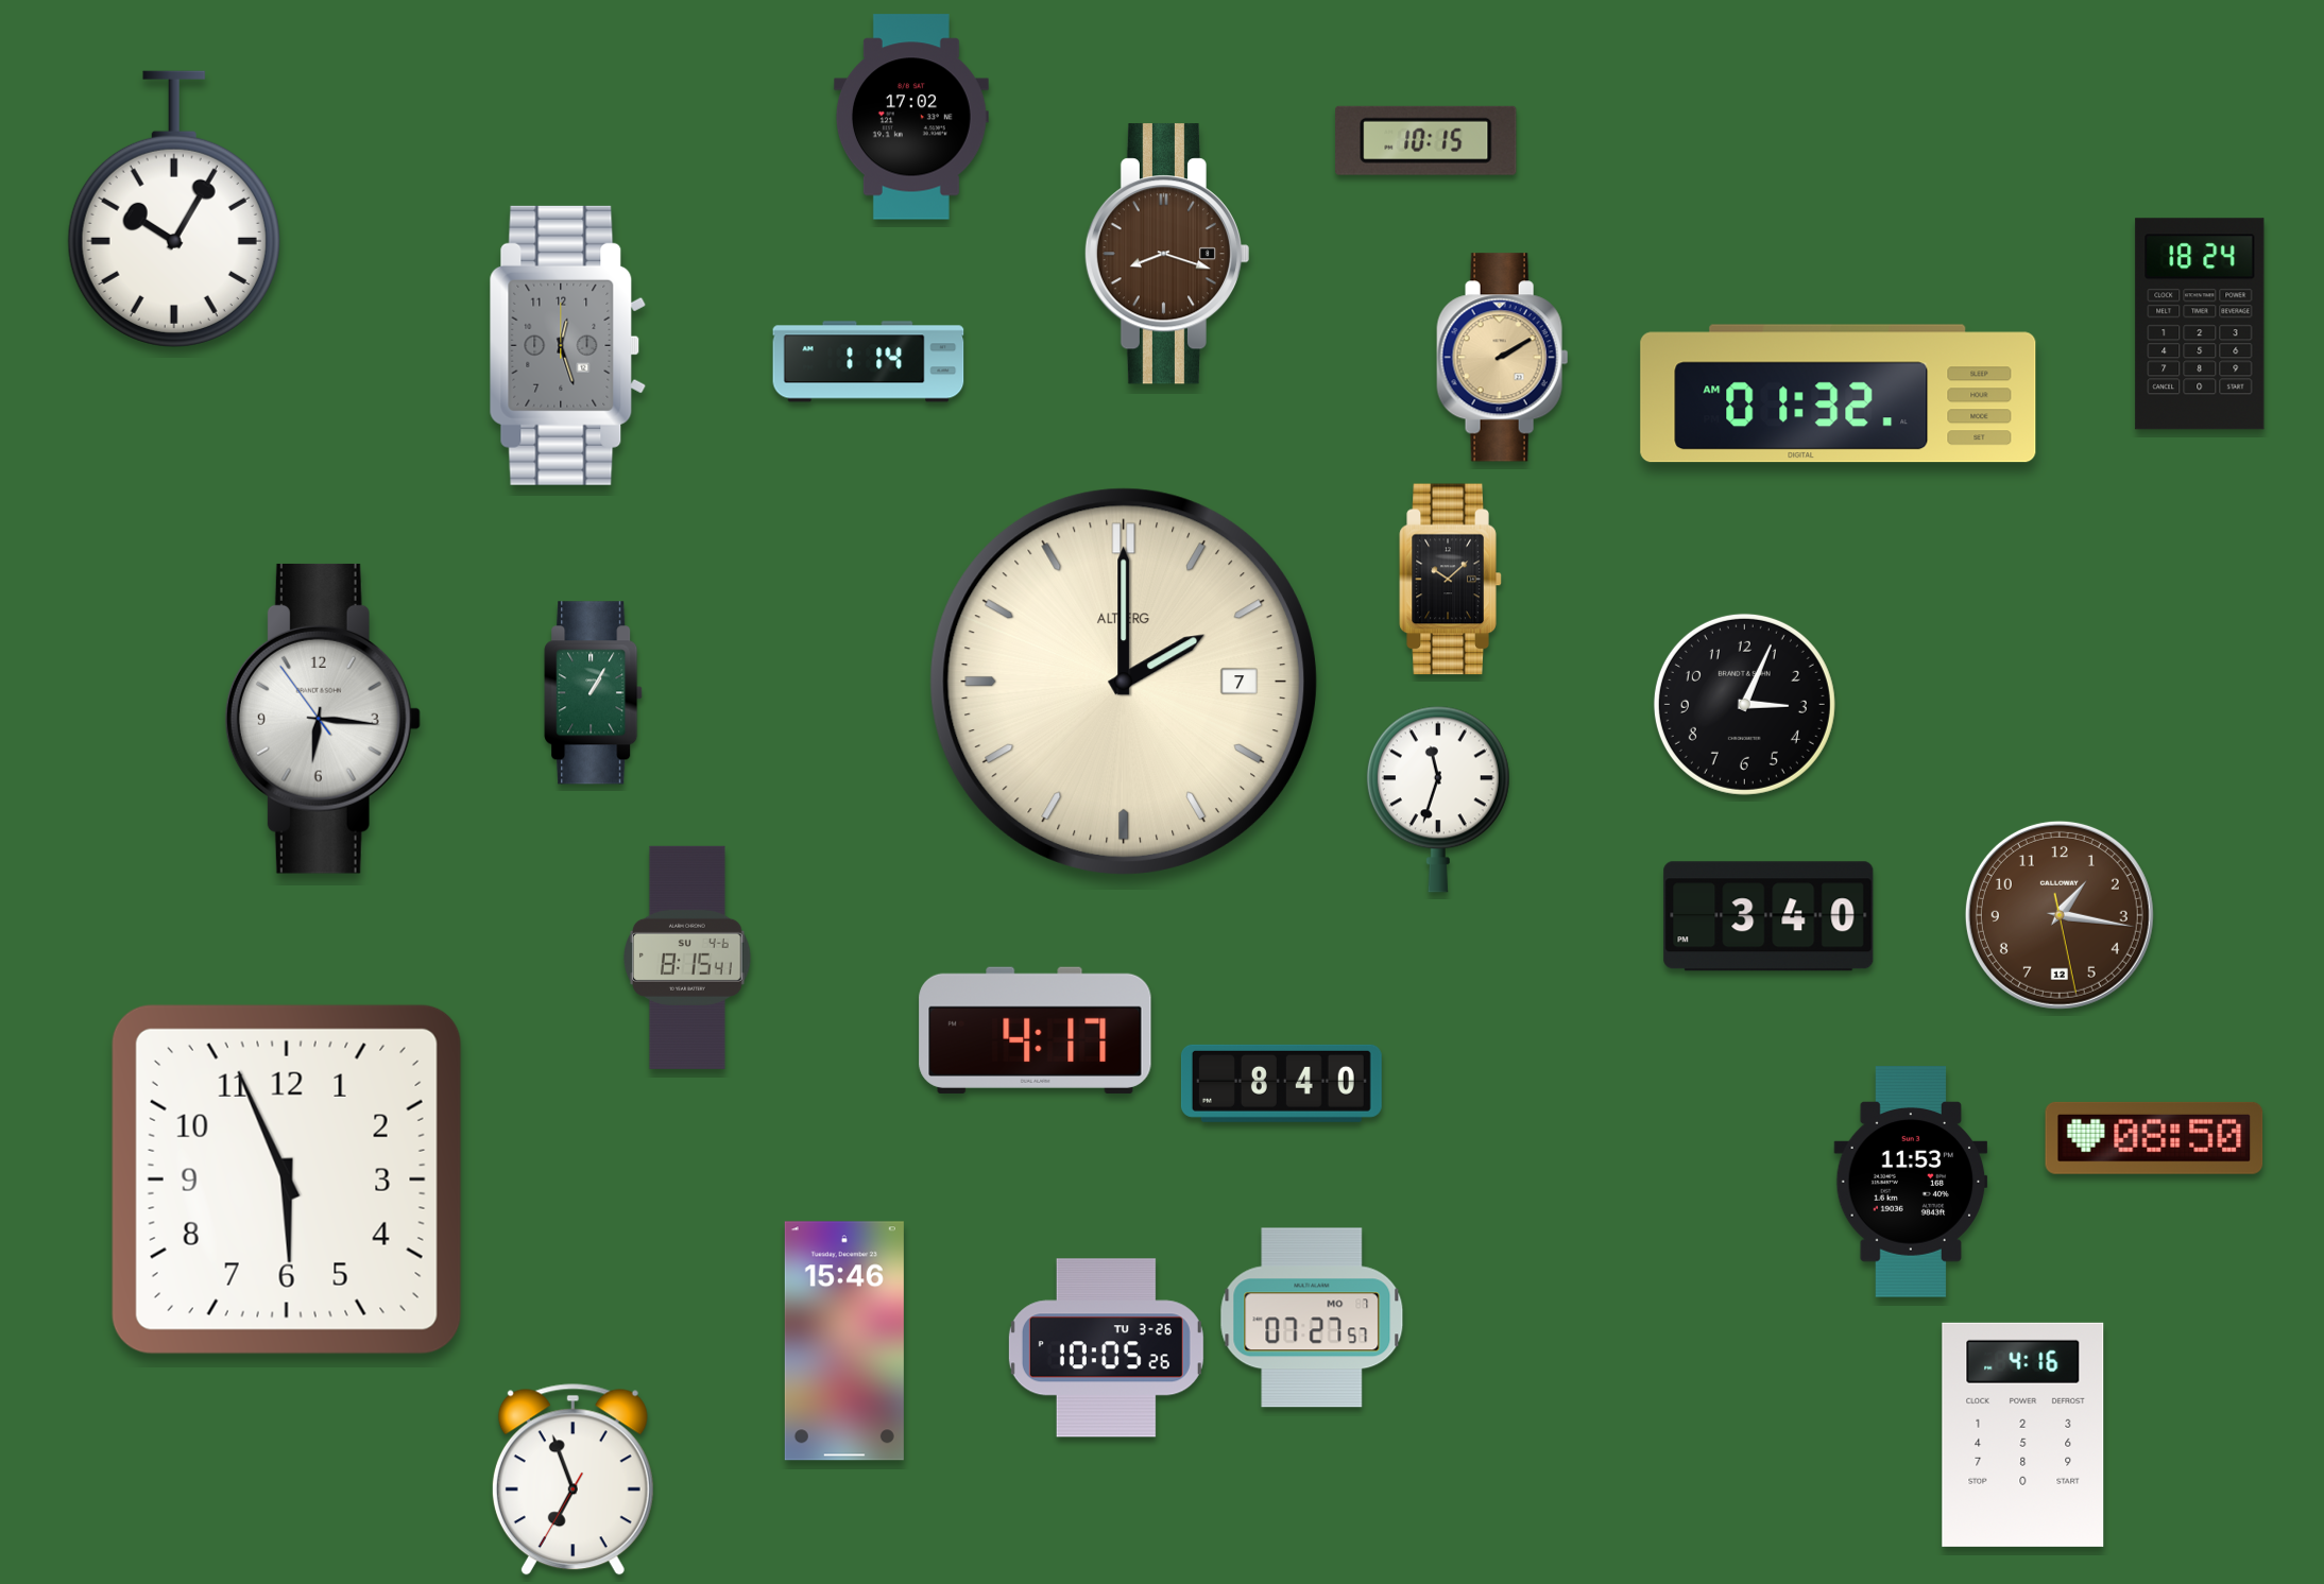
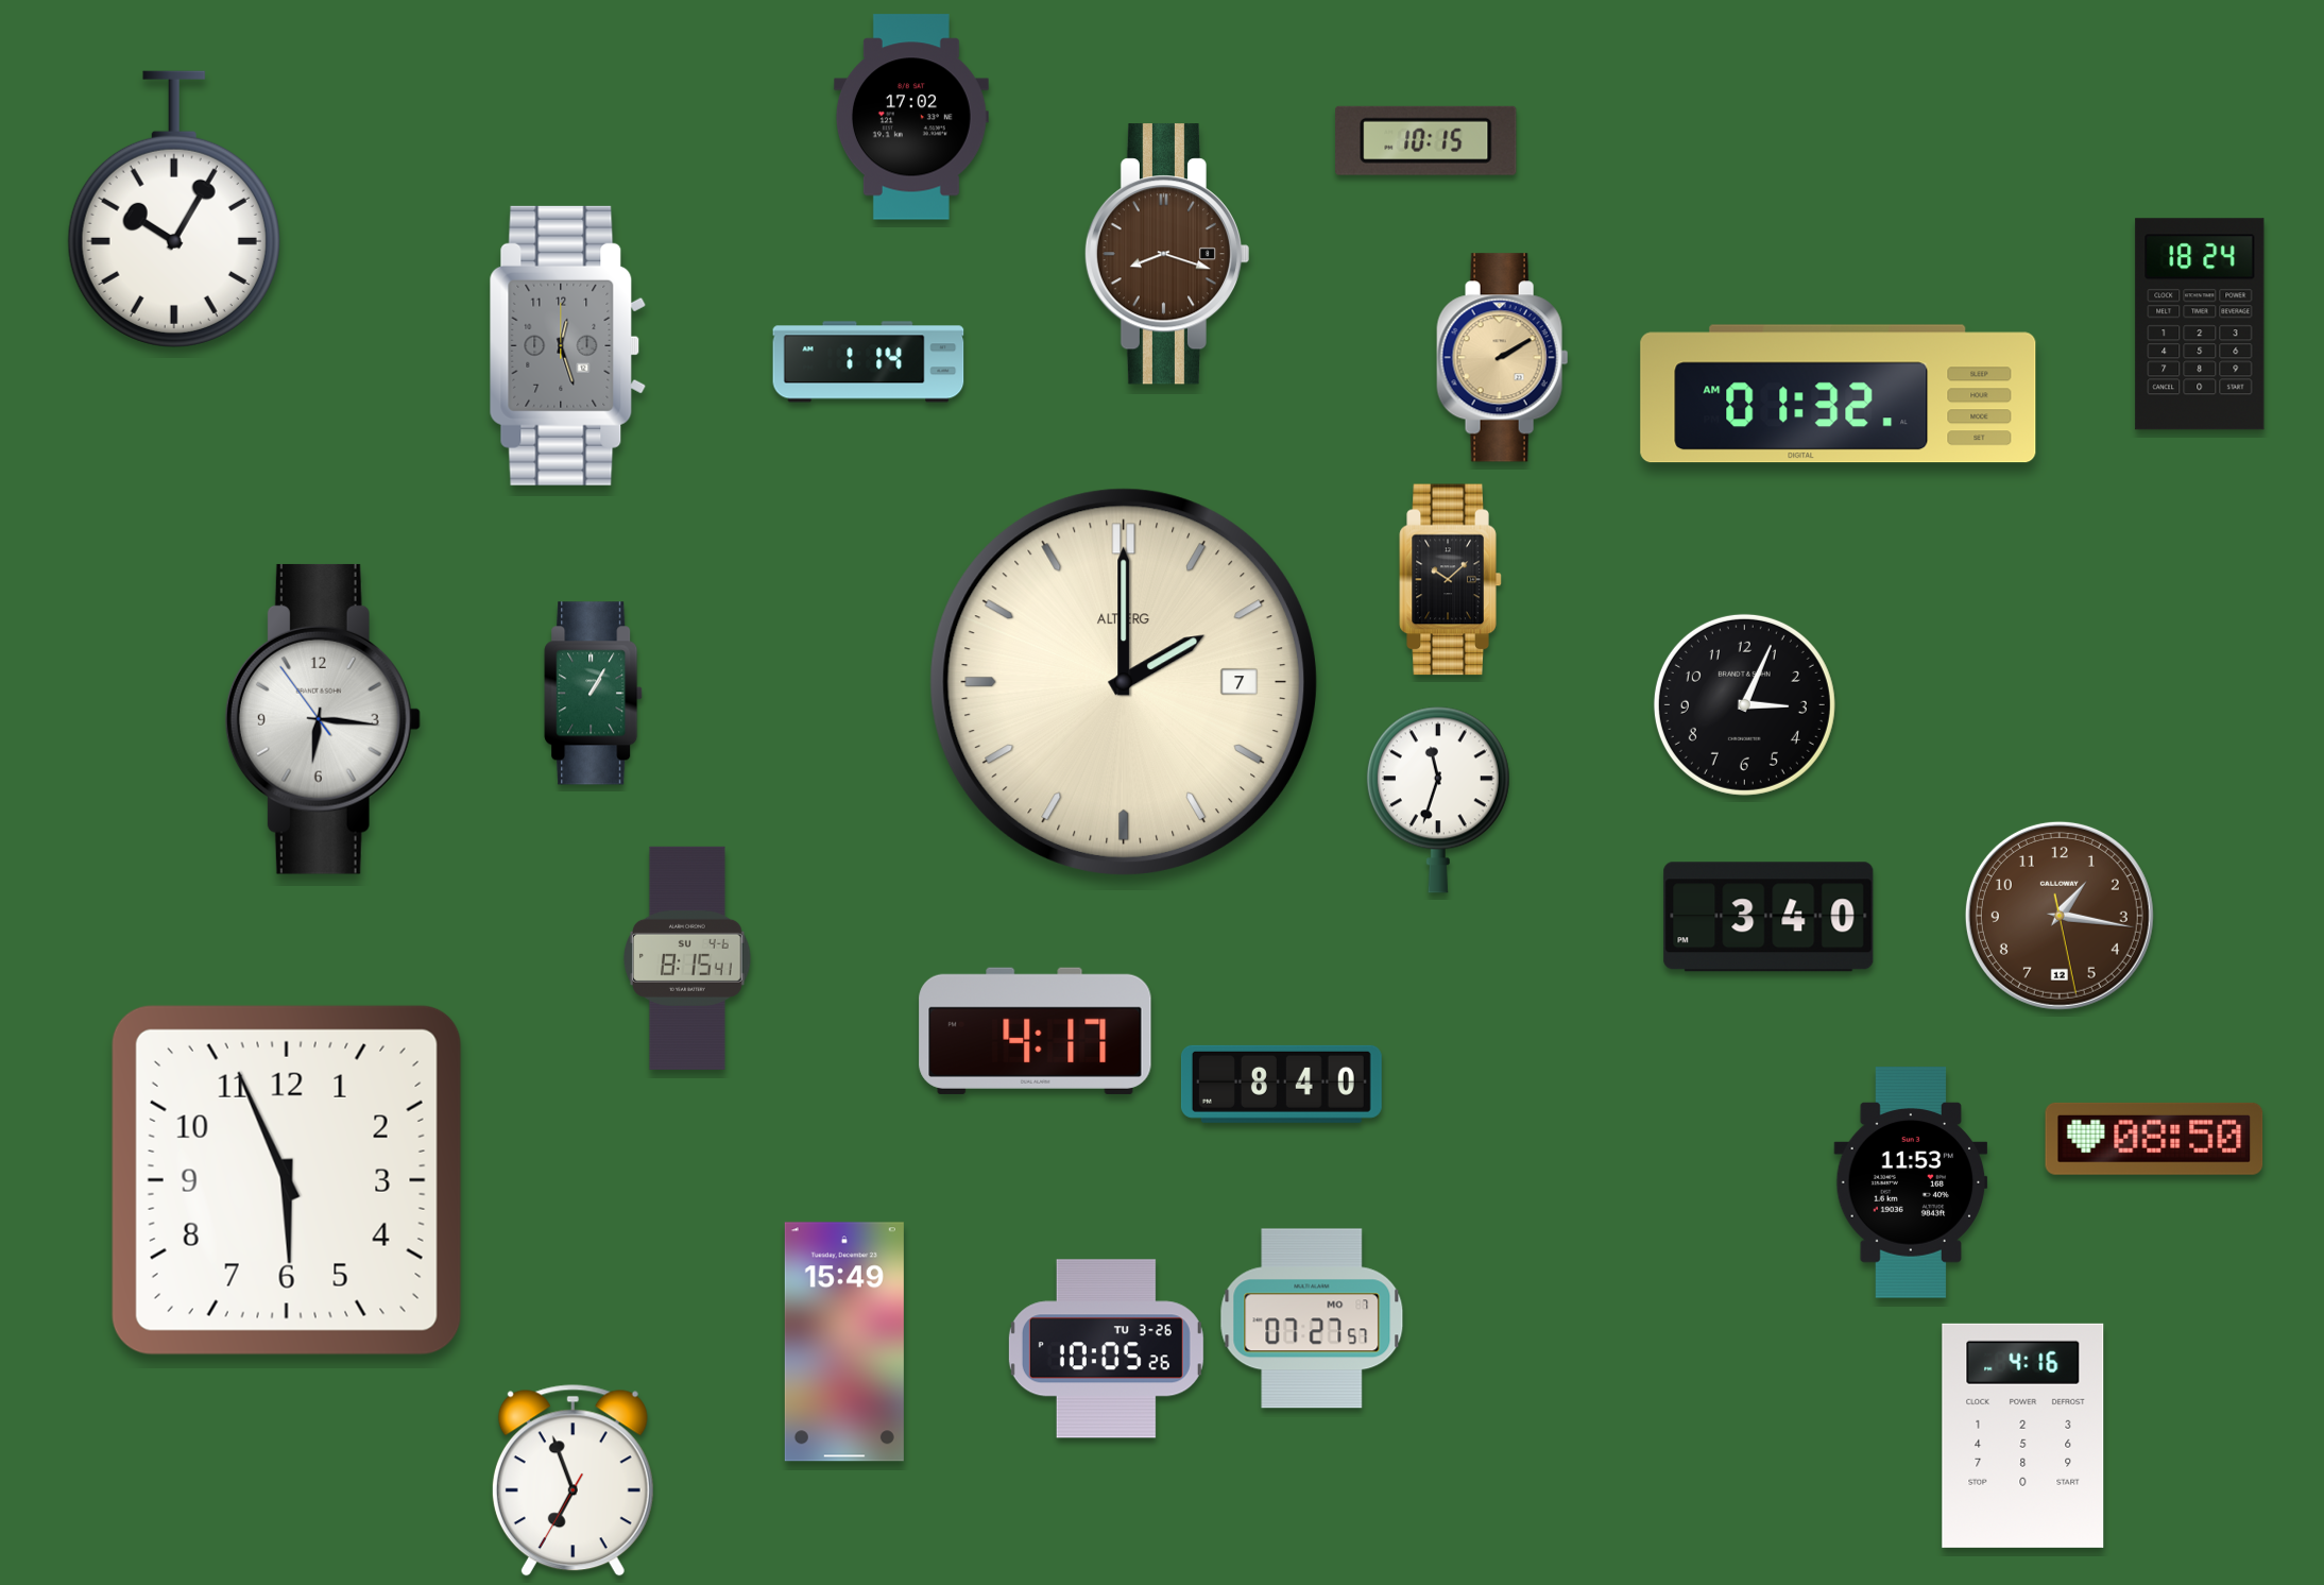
clock at (844, 1341): 15:46 -> 15:49
